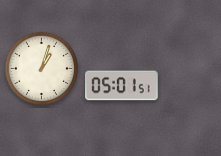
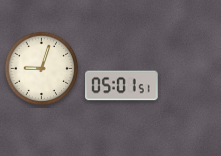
clock at (42, 69): 1:03 -> 9:03
